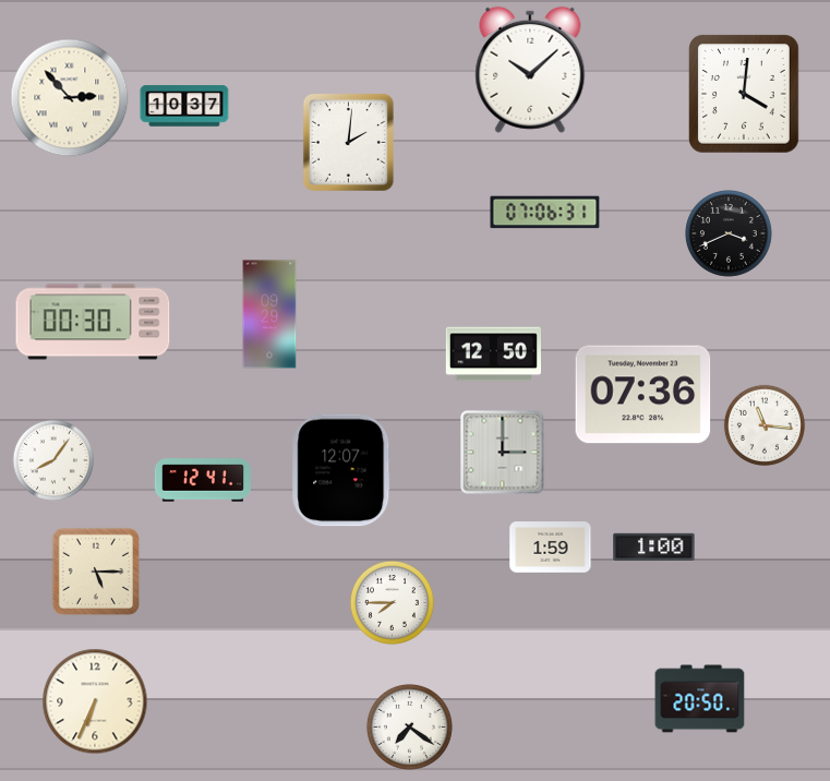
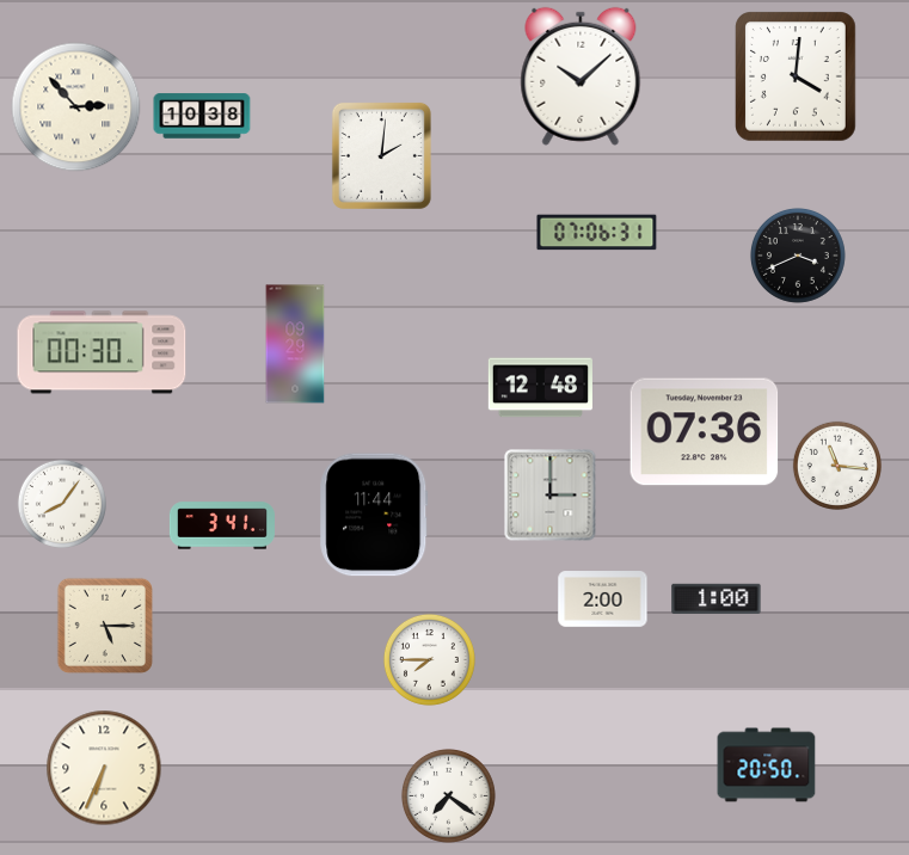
clock at (745, 95) position: (745, 95) -> (797, 78)
clock at (184, 106): 10:37 -> 10:38
clock at (493, 355): 12:50 -> 12:48
clock at (53, 460) position: (53, 460) -> (62, 504)
clock at (341, 470): 12:07 -> 11:44
clock at (203, 480): 12:41 -> 3:41
clock at (551, 548): 1:59 -> 2:00
